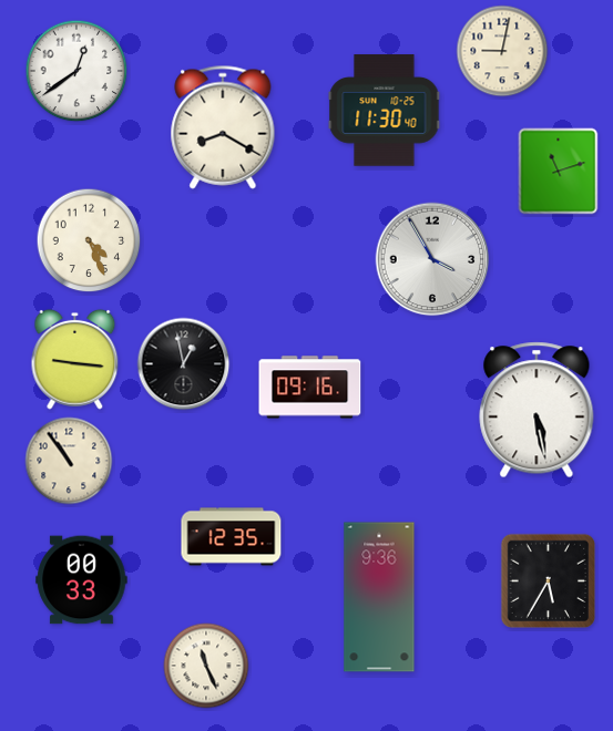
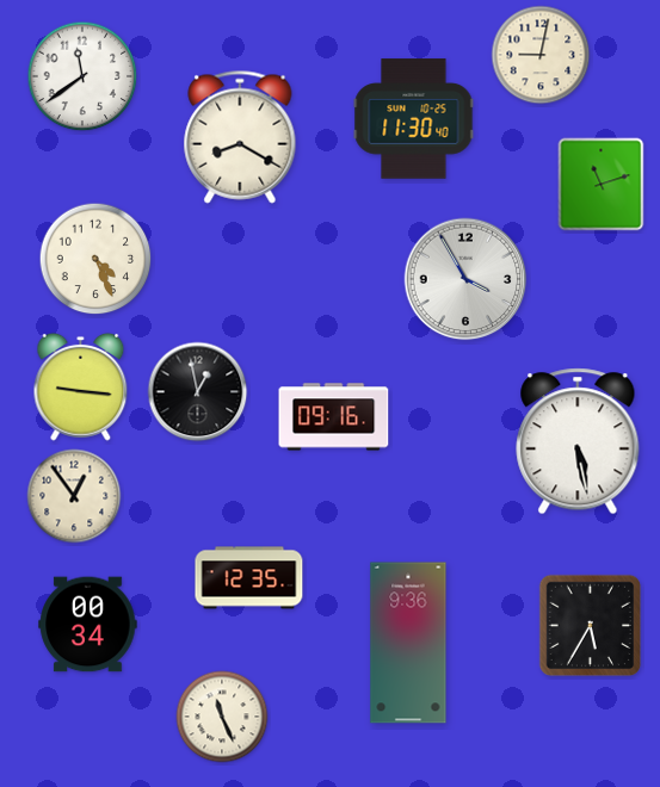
clock at (76, 71): 12:39 -> 11:39
clock at (69, 461): 10:54 -> 12:54
clock at (82, 580): 00:33 -> 00:34
